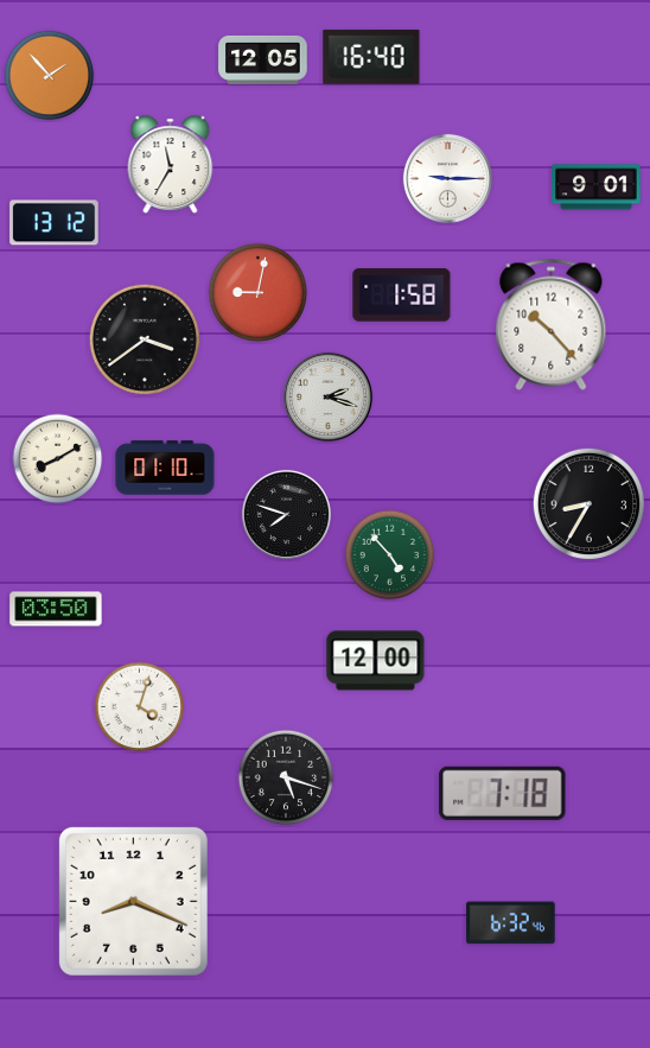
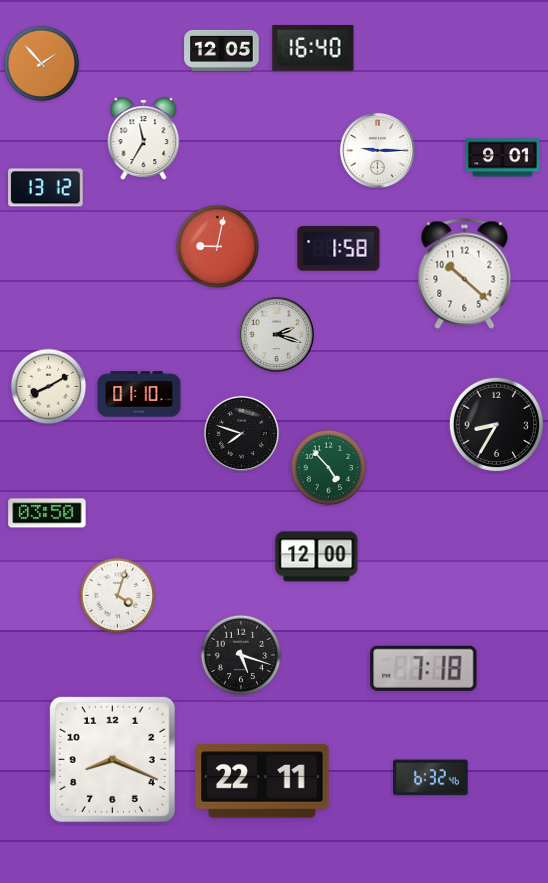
clock at (552, 324): 10:23 -> 10:22
clock at (144, 338): 3:39 -> none
clock at (262, 781): none -> 22:11
